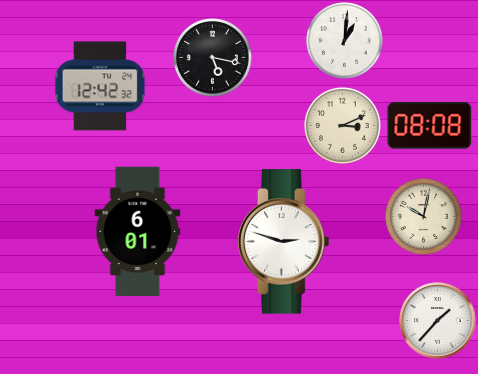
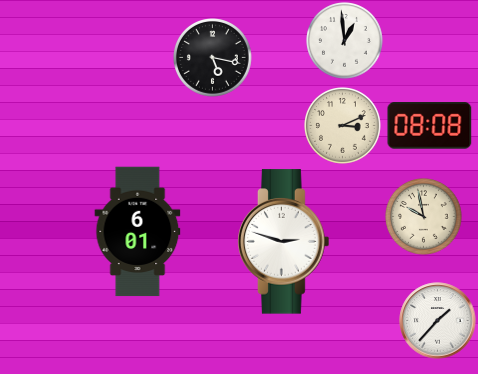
clock at (345, 41): 1:01 -> 12:59
clock at (100, 86): 12:42 -> none
clock at (424, 217): 10:02 -> 9:58
